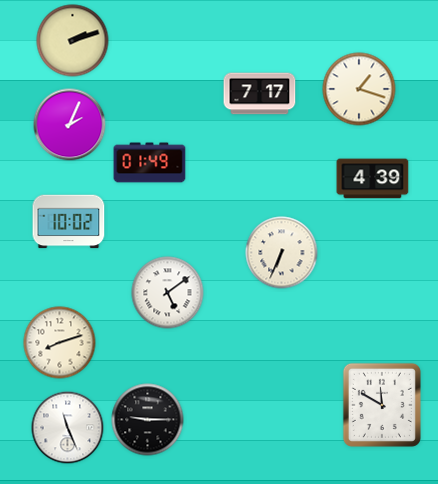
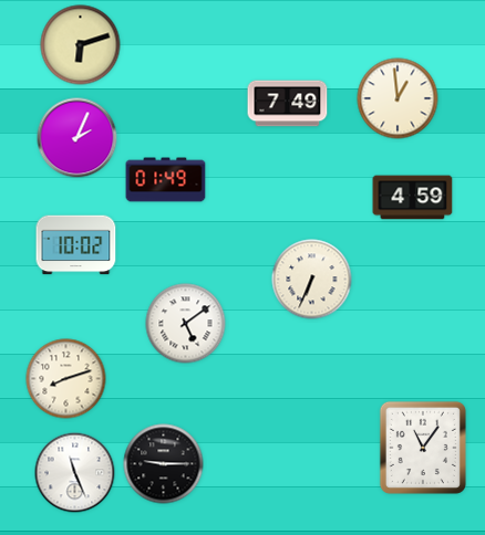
clock at (73, 41): 2:12 -> 6:12
clock at (359, 89): 1:18 -> 12:59
clock at (260, 94): 7:17 -> 7:49
clock at (373, 179): 4:39 -> 4:59
clock at (382, 405): 11:50 -> 11:06
